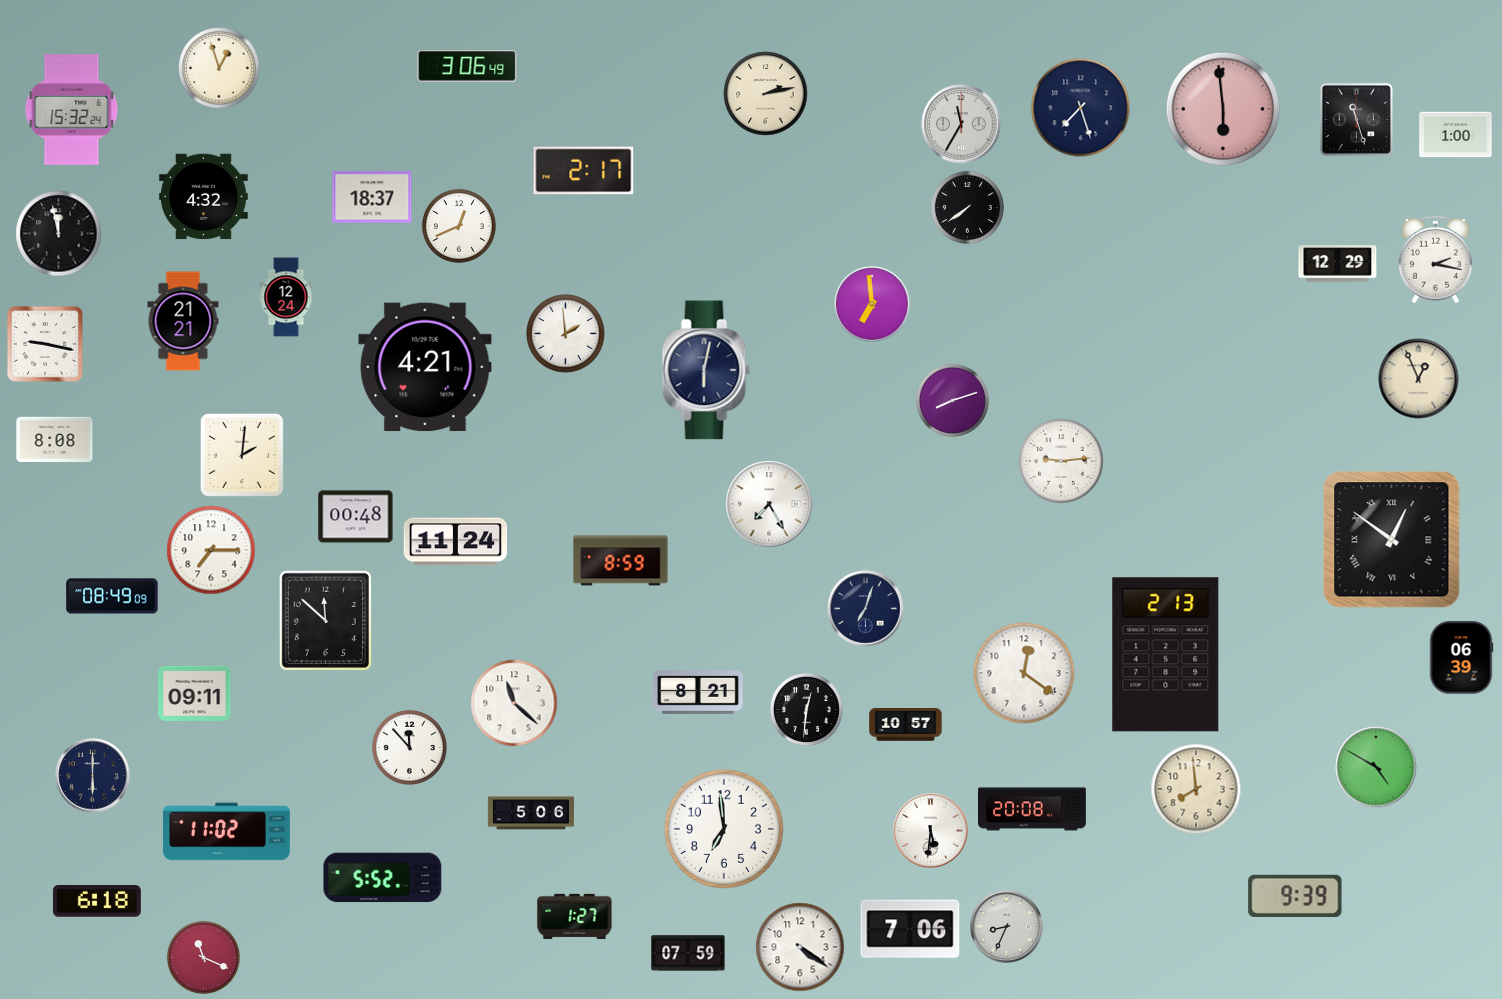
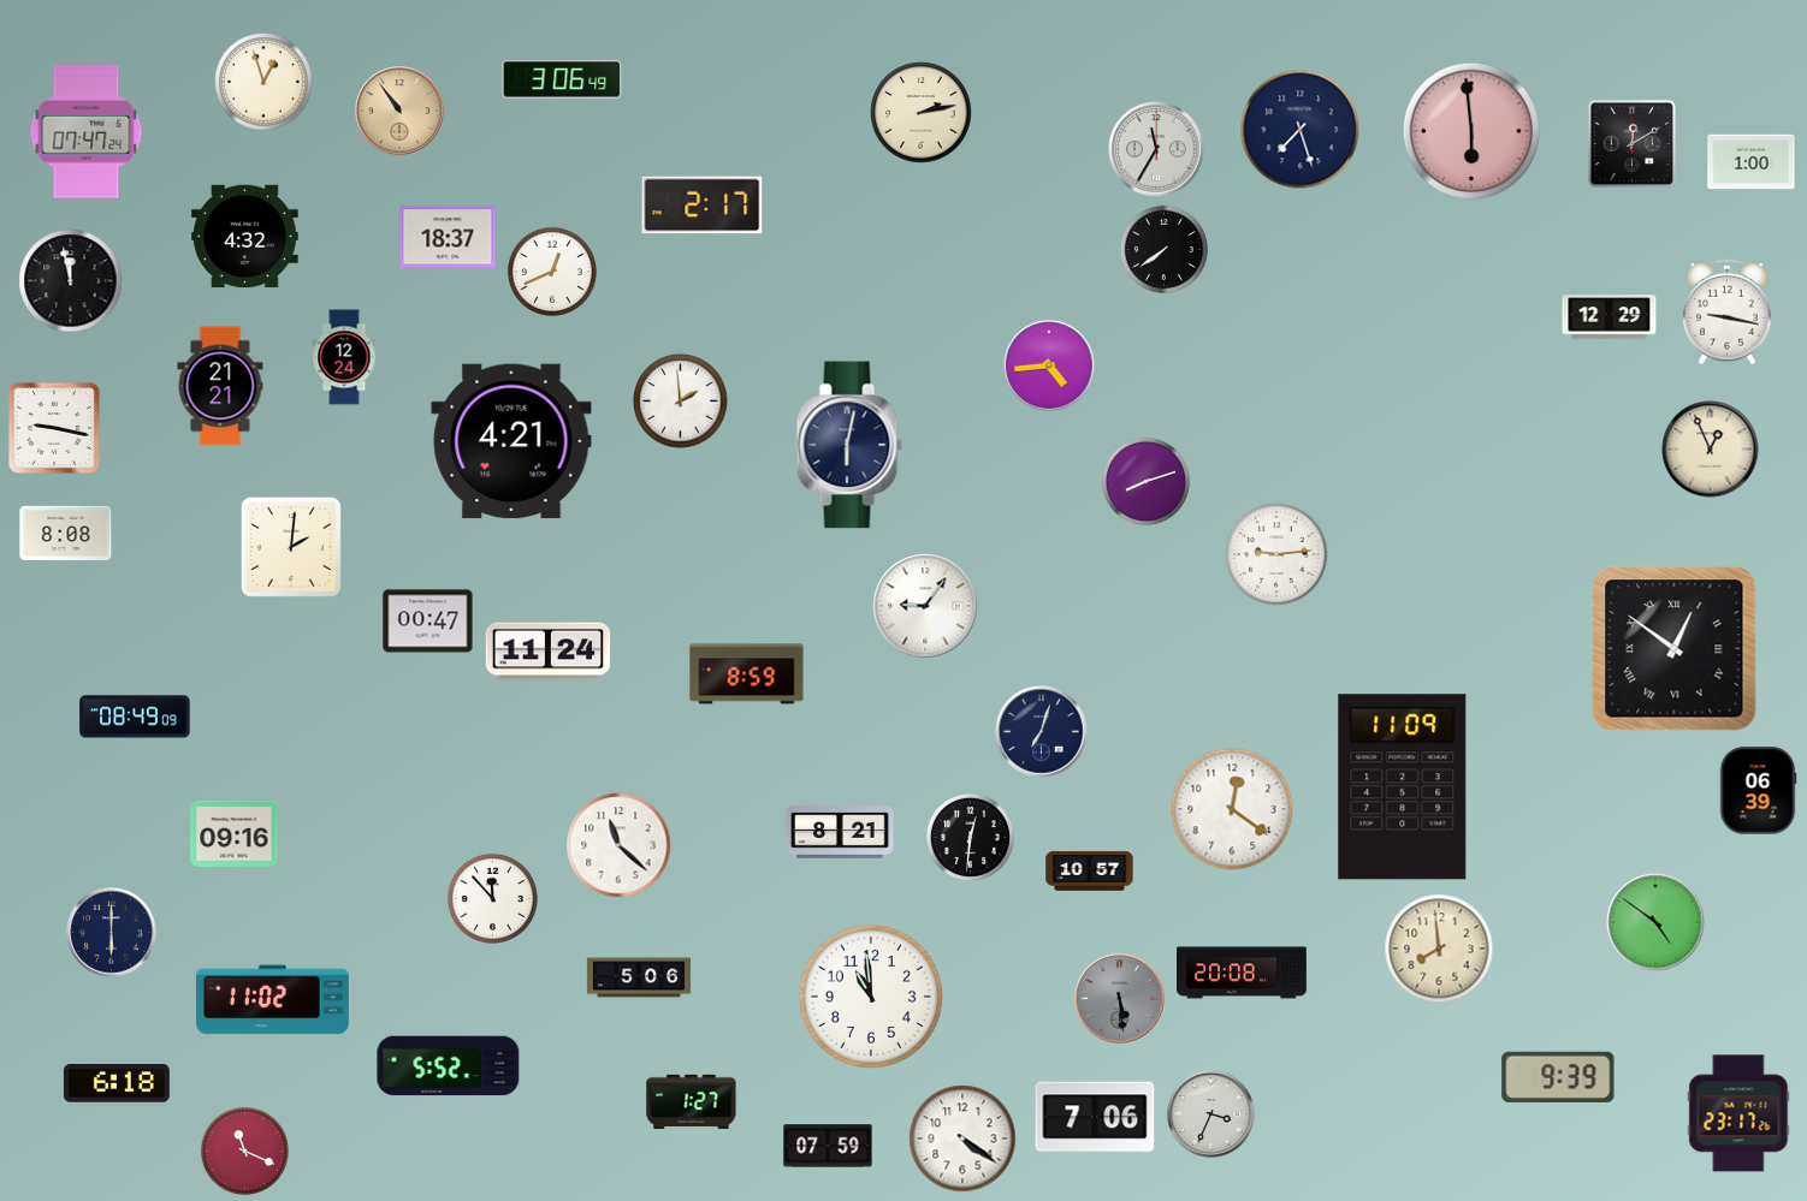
clock at (399, 111): none -> 10:54
clock at (72, 110): 15:32 -> 07:47
clock at (1356, 119): 11:27 -> 12:10
clock at (1435, 260): 2:17 -> 9:17
clock at (872, 304): 6:59 -> 4:44
clock at (45, 344) position: (45, 344) -> (54, 428)
clock at (1419, 379) position: (1419, 379) -> (1711, 450)
clock at (55, 439) position: (55, 439) -> (66, 533)
clock at (769, 504): 7:25 -> 9:06
clock at (356, 517): 00:48 -> 00:47
clock at (211, 550): 7:15 -> none
clock at (325, 620): 11:52 -> none
clock at (1166, 655): 2:13 -> 11:09
clock at (195, 693): 09:11 -> 09:16
clock at (806, 709) position: (806, 709) -> (970, 837)
clock at (1376, 767): 4:50 -> 4:51
clock at (724, 829): 6:59 -> 10:59
clock at (931, 831): 5:31 -> 5:29
clock at (931, 831) dial: white -> grey
clock at (383, 878) position: (383, 878) -> (449, 1066)
clock at (1738, 1113): none -> 23:17
clock at (1007, 927): 8:34 -> 3:34
